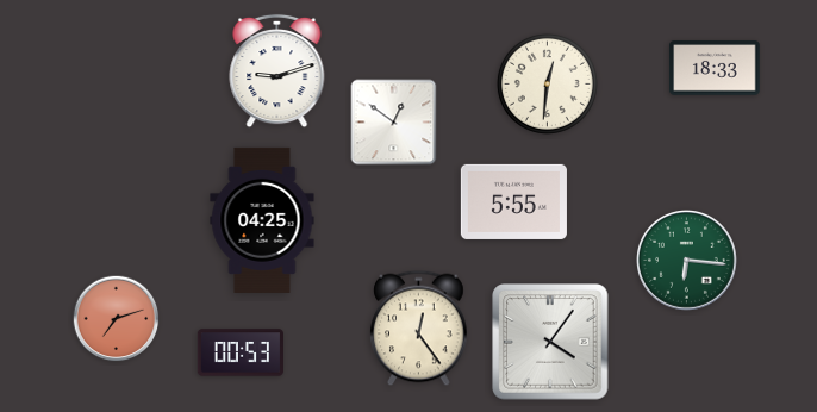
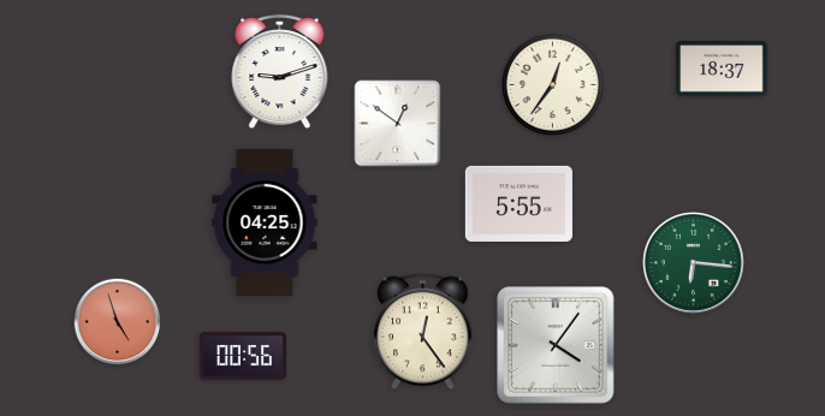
clock at (715, 68): 18:33 -> 18:37
clock at (547, 83): 12:31 -> 12:36
clock at (117, 319): 7:12 -> 4:57
clock at (239, 352): 00:53 -> 00:56
